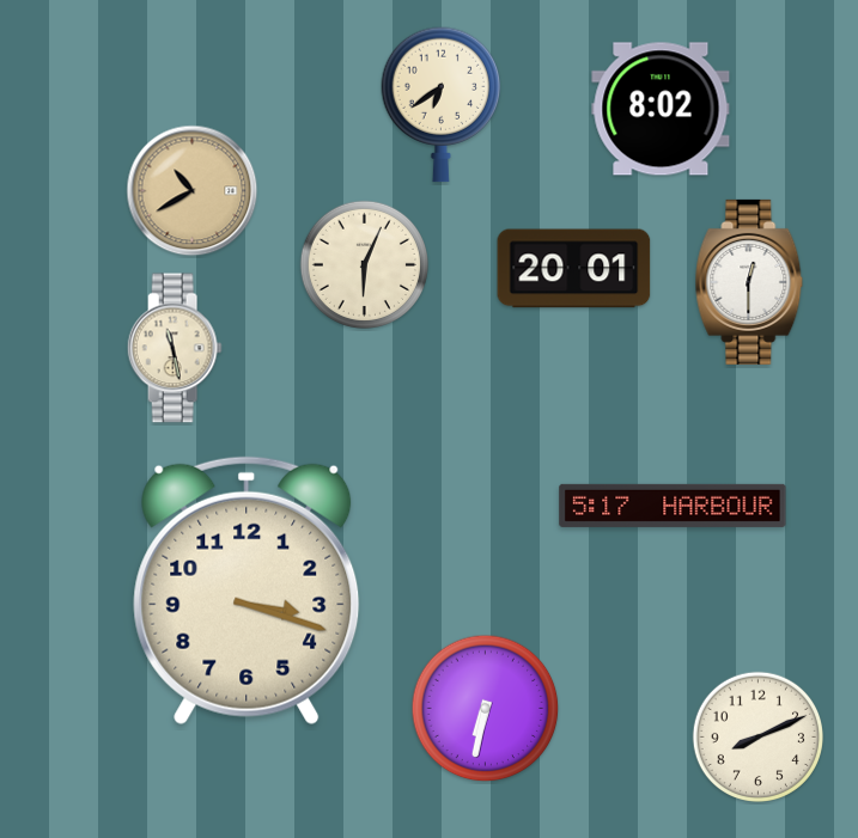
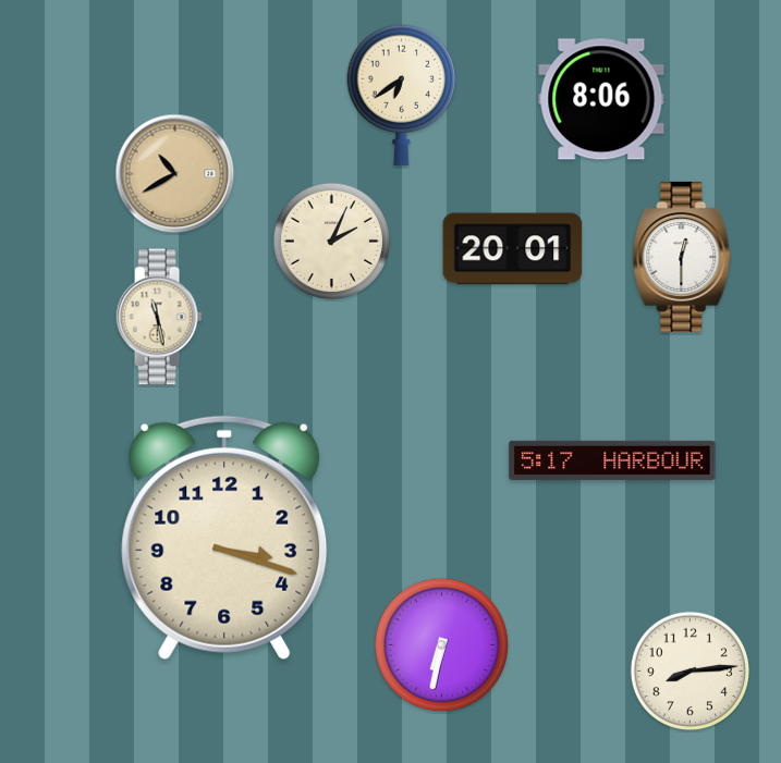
clock at (661, 109): 8:02 -> 8:06
clock at (364, 264): 6:04 -> 2:04
clock at (574, 269) position: (574, 269) -> (513, 249)
clock at (757, 736): 8:11 -> 8:14
